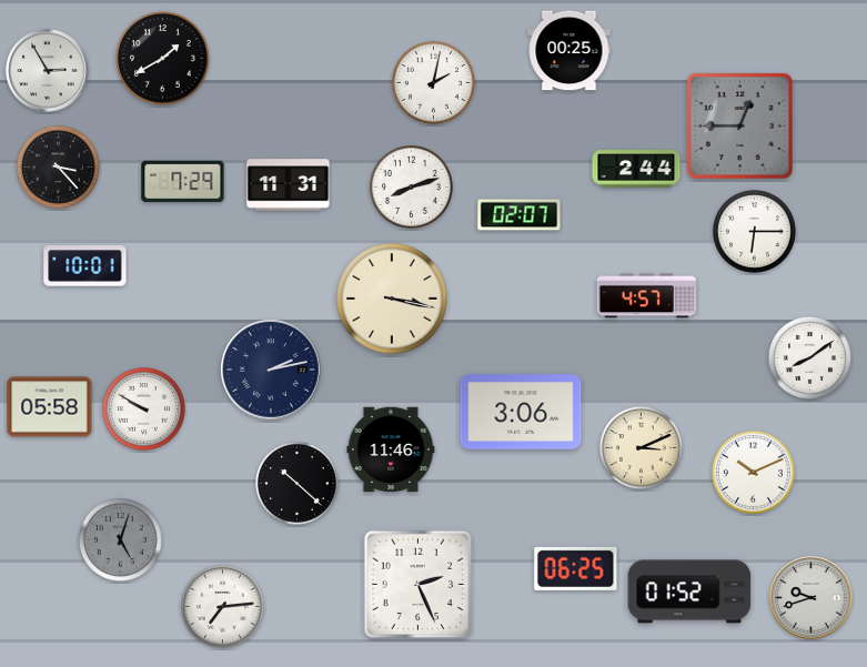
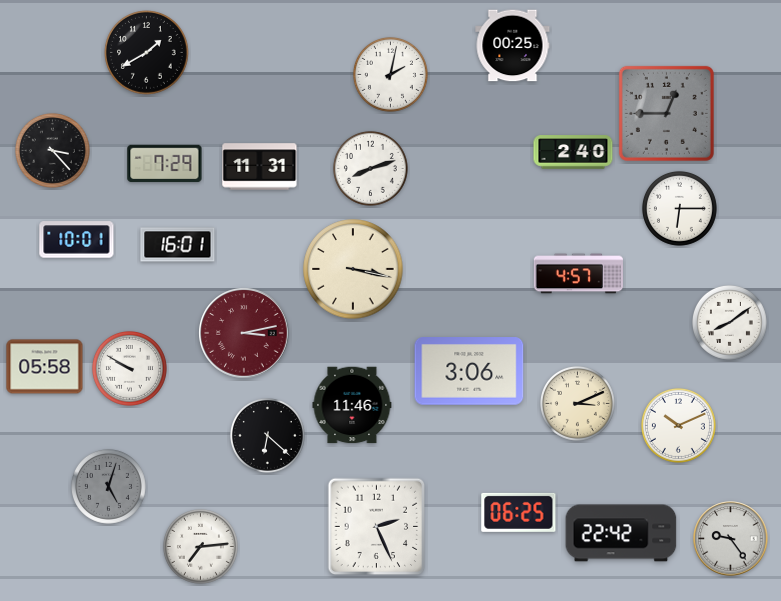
clock at (48, 71): 2:55 -> none
clock at (636, 169): 2:44 -> 2:40
clock at (520, 215): 02:07 -> none
clock at (178, 245): none -> 16:01
clock at (646, 296) position: (646, 296) -> (578, 274)
clock at (271, 370): 2:13 -> 3:13
clock at (271, 370) dial: navy -> burgundy
clock at (296, 483): 10:22 -> 6:22
clock at (689, 592): 01:52 -> 22:42
clock at (811, 598): 9:42 -> 9:24
